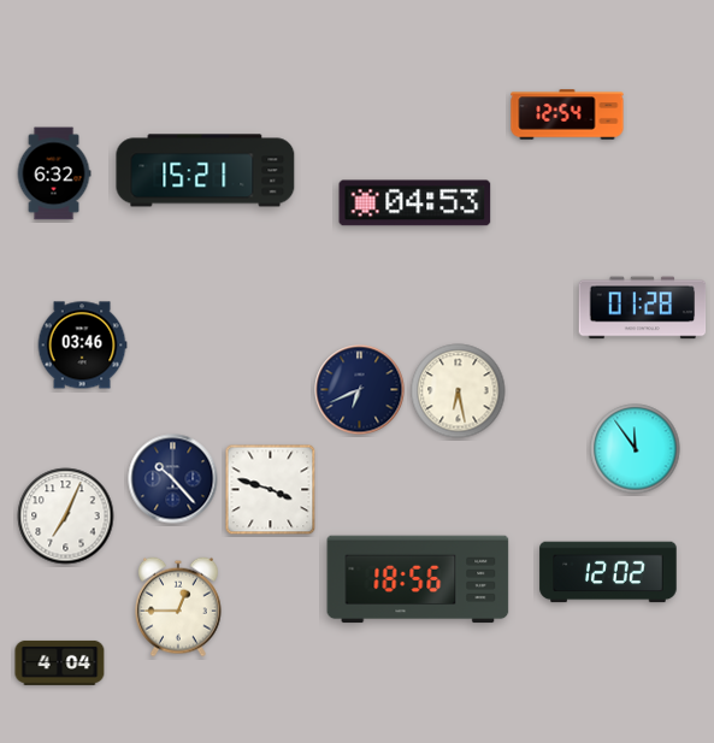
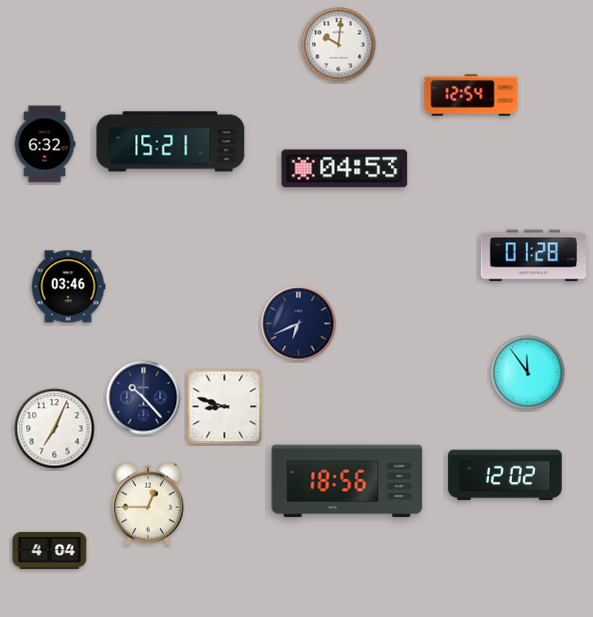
clock at (339, 45): none -> 10:01
clock at (459, 391): 6:28 -> none
clock at (271, 490): 3:48 -> 8:48
